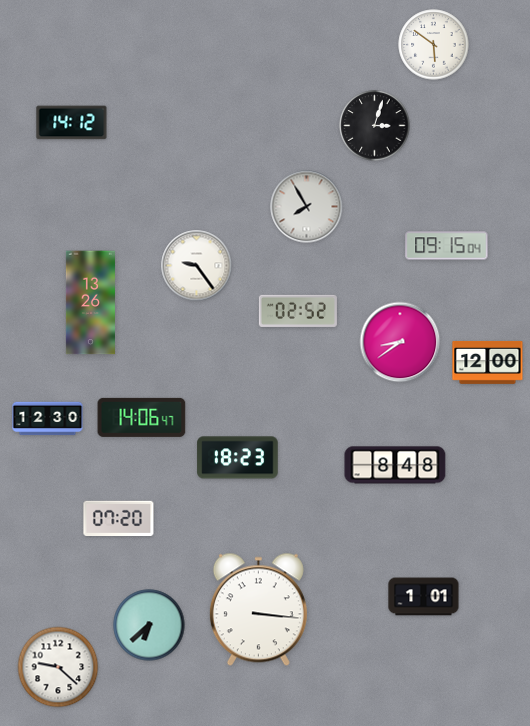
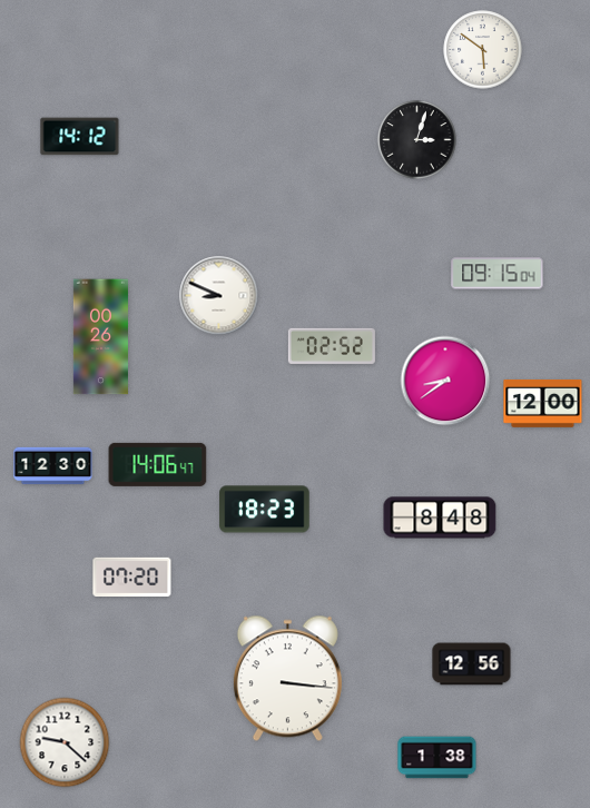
clock at (307, 207): 7:55 -> none
clock at (197, 266): 9:24 -> 8:49
clock at (90, 303): 13:26 -> 00:26
clock at (424, 597): 1:01 -> 12:56
clock at (149, 625): 6:38 -> none
clock at (437, 758): none -> 1:38
